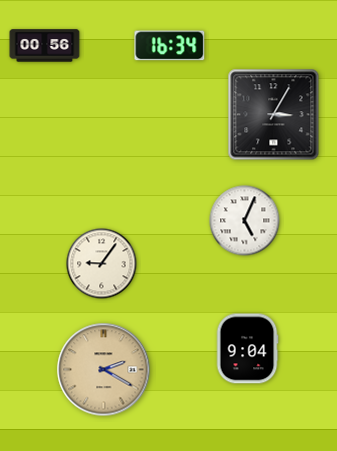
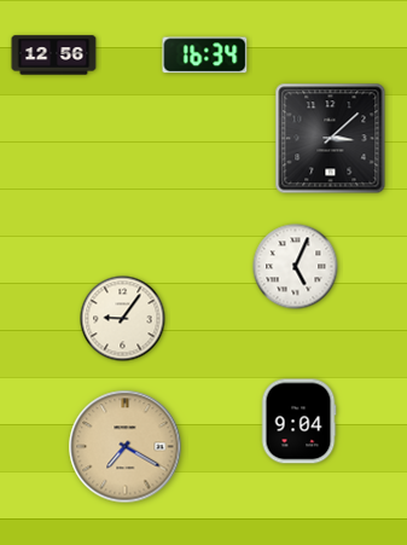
clock at (45, 46): 00:56 -> 12:56
clock at (274, 115): 3:05 -> 3:08
clock at (104, 370): 2:20 -> 7:20
